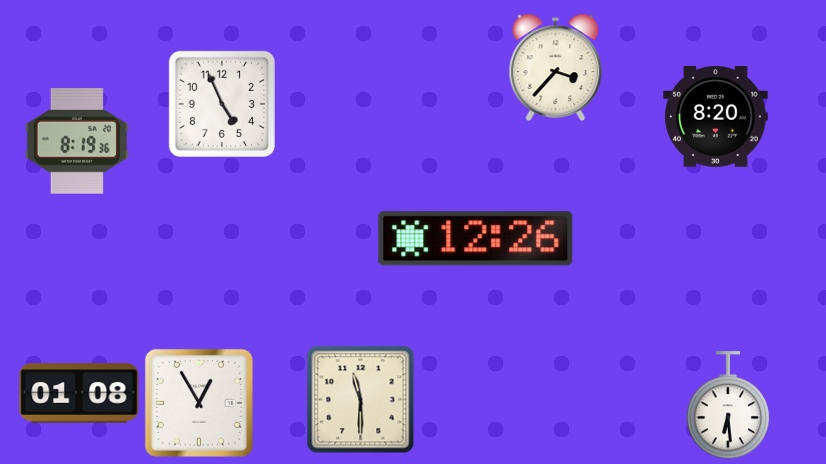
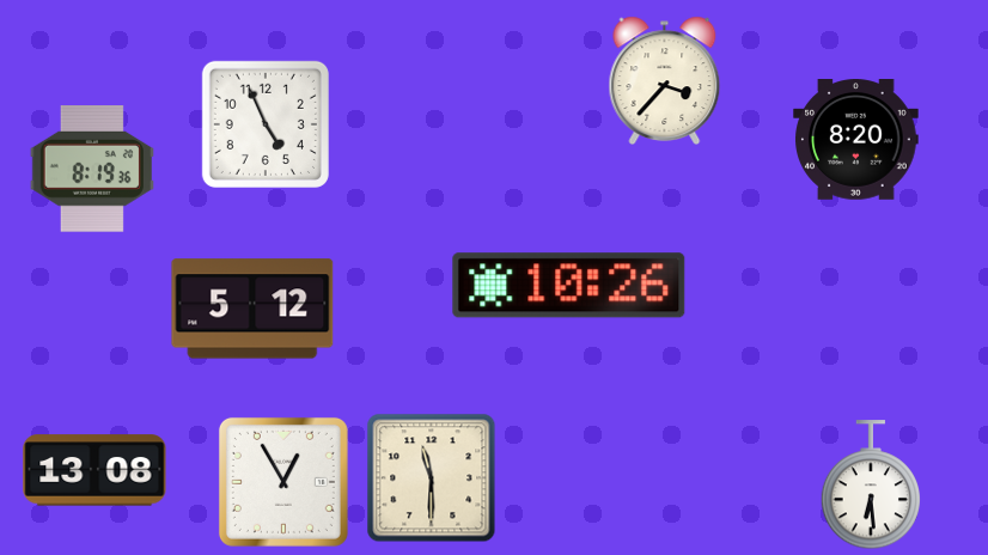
clock at (476, 239): 12:26 -> 10:26
clock at (252, 309): none -> 5:12
clock at (79, 393): 01:08 -> 13:08
clock at (199, 403) position: (199, 403) -> (283, 482)
